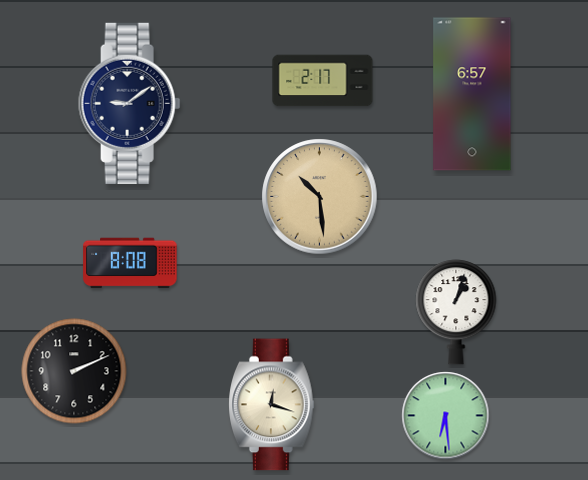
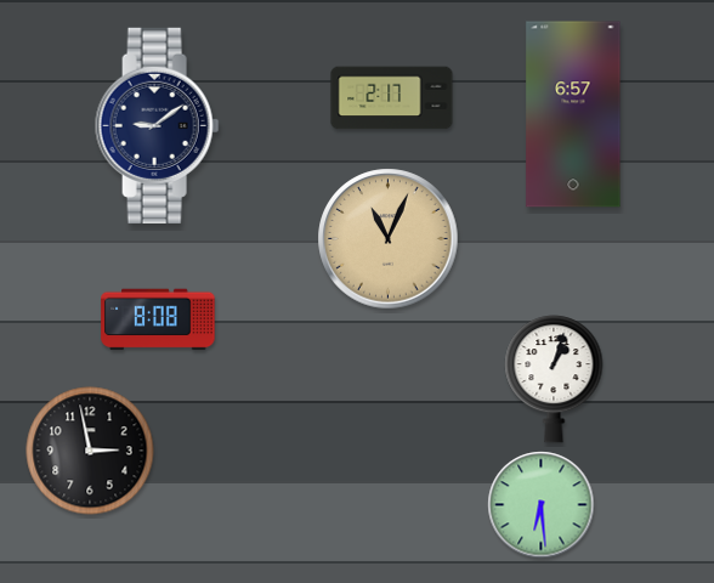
clock at (320, 197): 10:29 -> 11:04
clock at (74, 371): 2:11 -> 2:58
clock at (272, 405): 12:18 -> none
